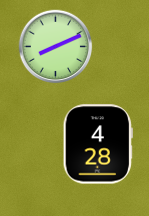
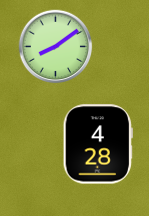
clock at (56, 47): 8:11 -> 8:09
